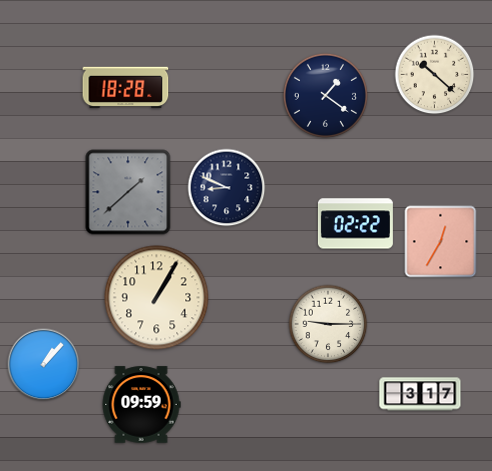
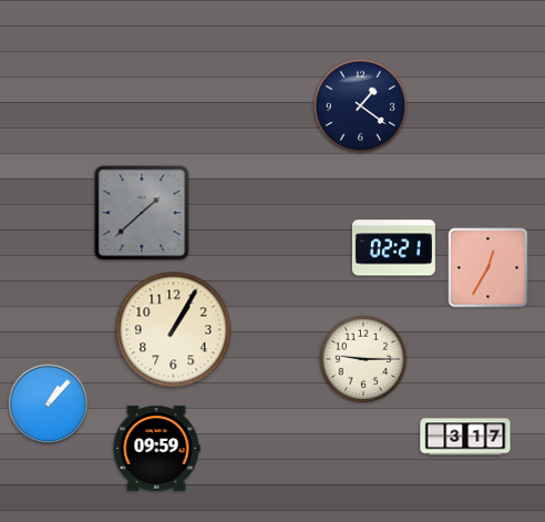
clock at (435, 75): 10:22 -> none
clock at (126, 88): 18:28 -> none
clock at (227, 188): 8:49 -> none
clock at (355, 224): 02:22 -> 02:21
